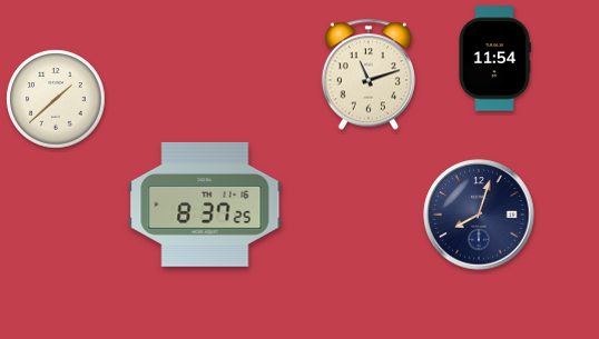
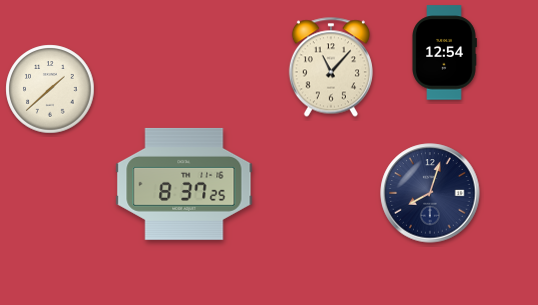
clock at (494, 59): 11:54 -> 12:54
clock at (369, 74): 11:12 -> 11:07
